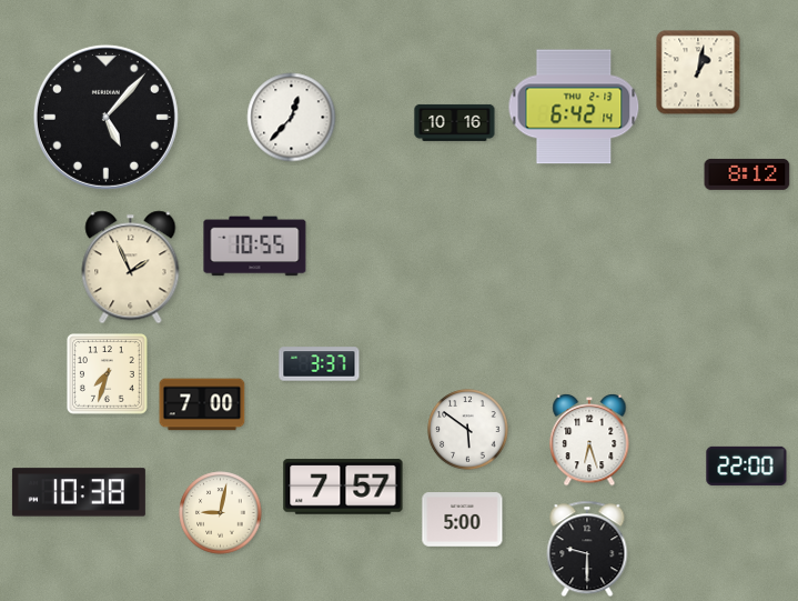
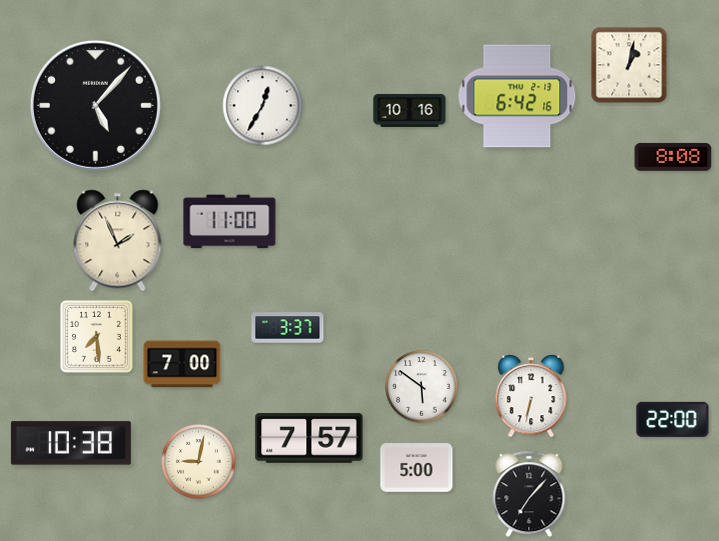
clock at (574, 107): 6:42:14 -> 6:42:16
clock at (292, 118): 12:37 -> 12:35
clock at (747, 174): 8:12 -> 8:08
clock at (255, 247): 10:55 -> 11:00
clock at (108, 374): 7:33 -> 7:29
clock at (589, 440): 6:27 -> 6:32
clock at (587, 549): 9:30 -> 7:07
